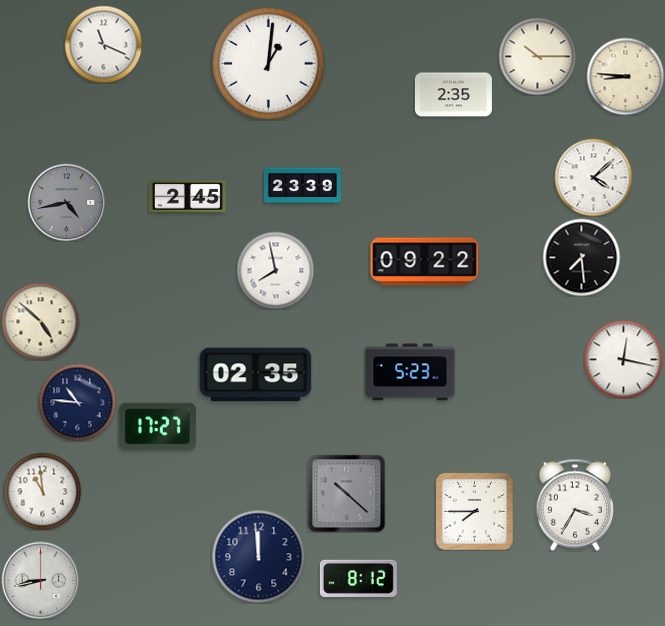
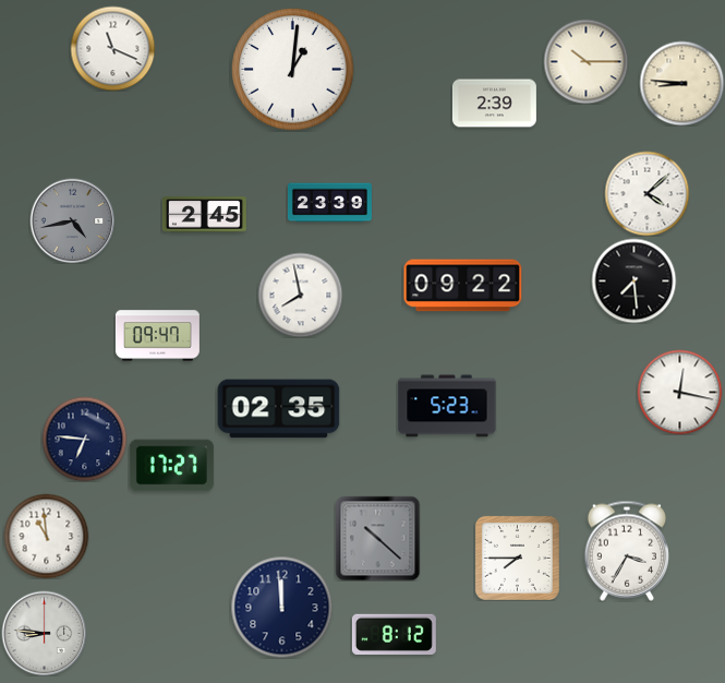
clock at (453, 95): 2:35 -> 2:39
clock at (157, 336): none -> 09:47
clock at (40, 321): 4:52 -> none
clock at (77, 402): 10:46 -> 6:46
clock at (358, 578) position: (358, 578) -> (394, 634)
clock at (40, 580): 8:43 -> 8:46
